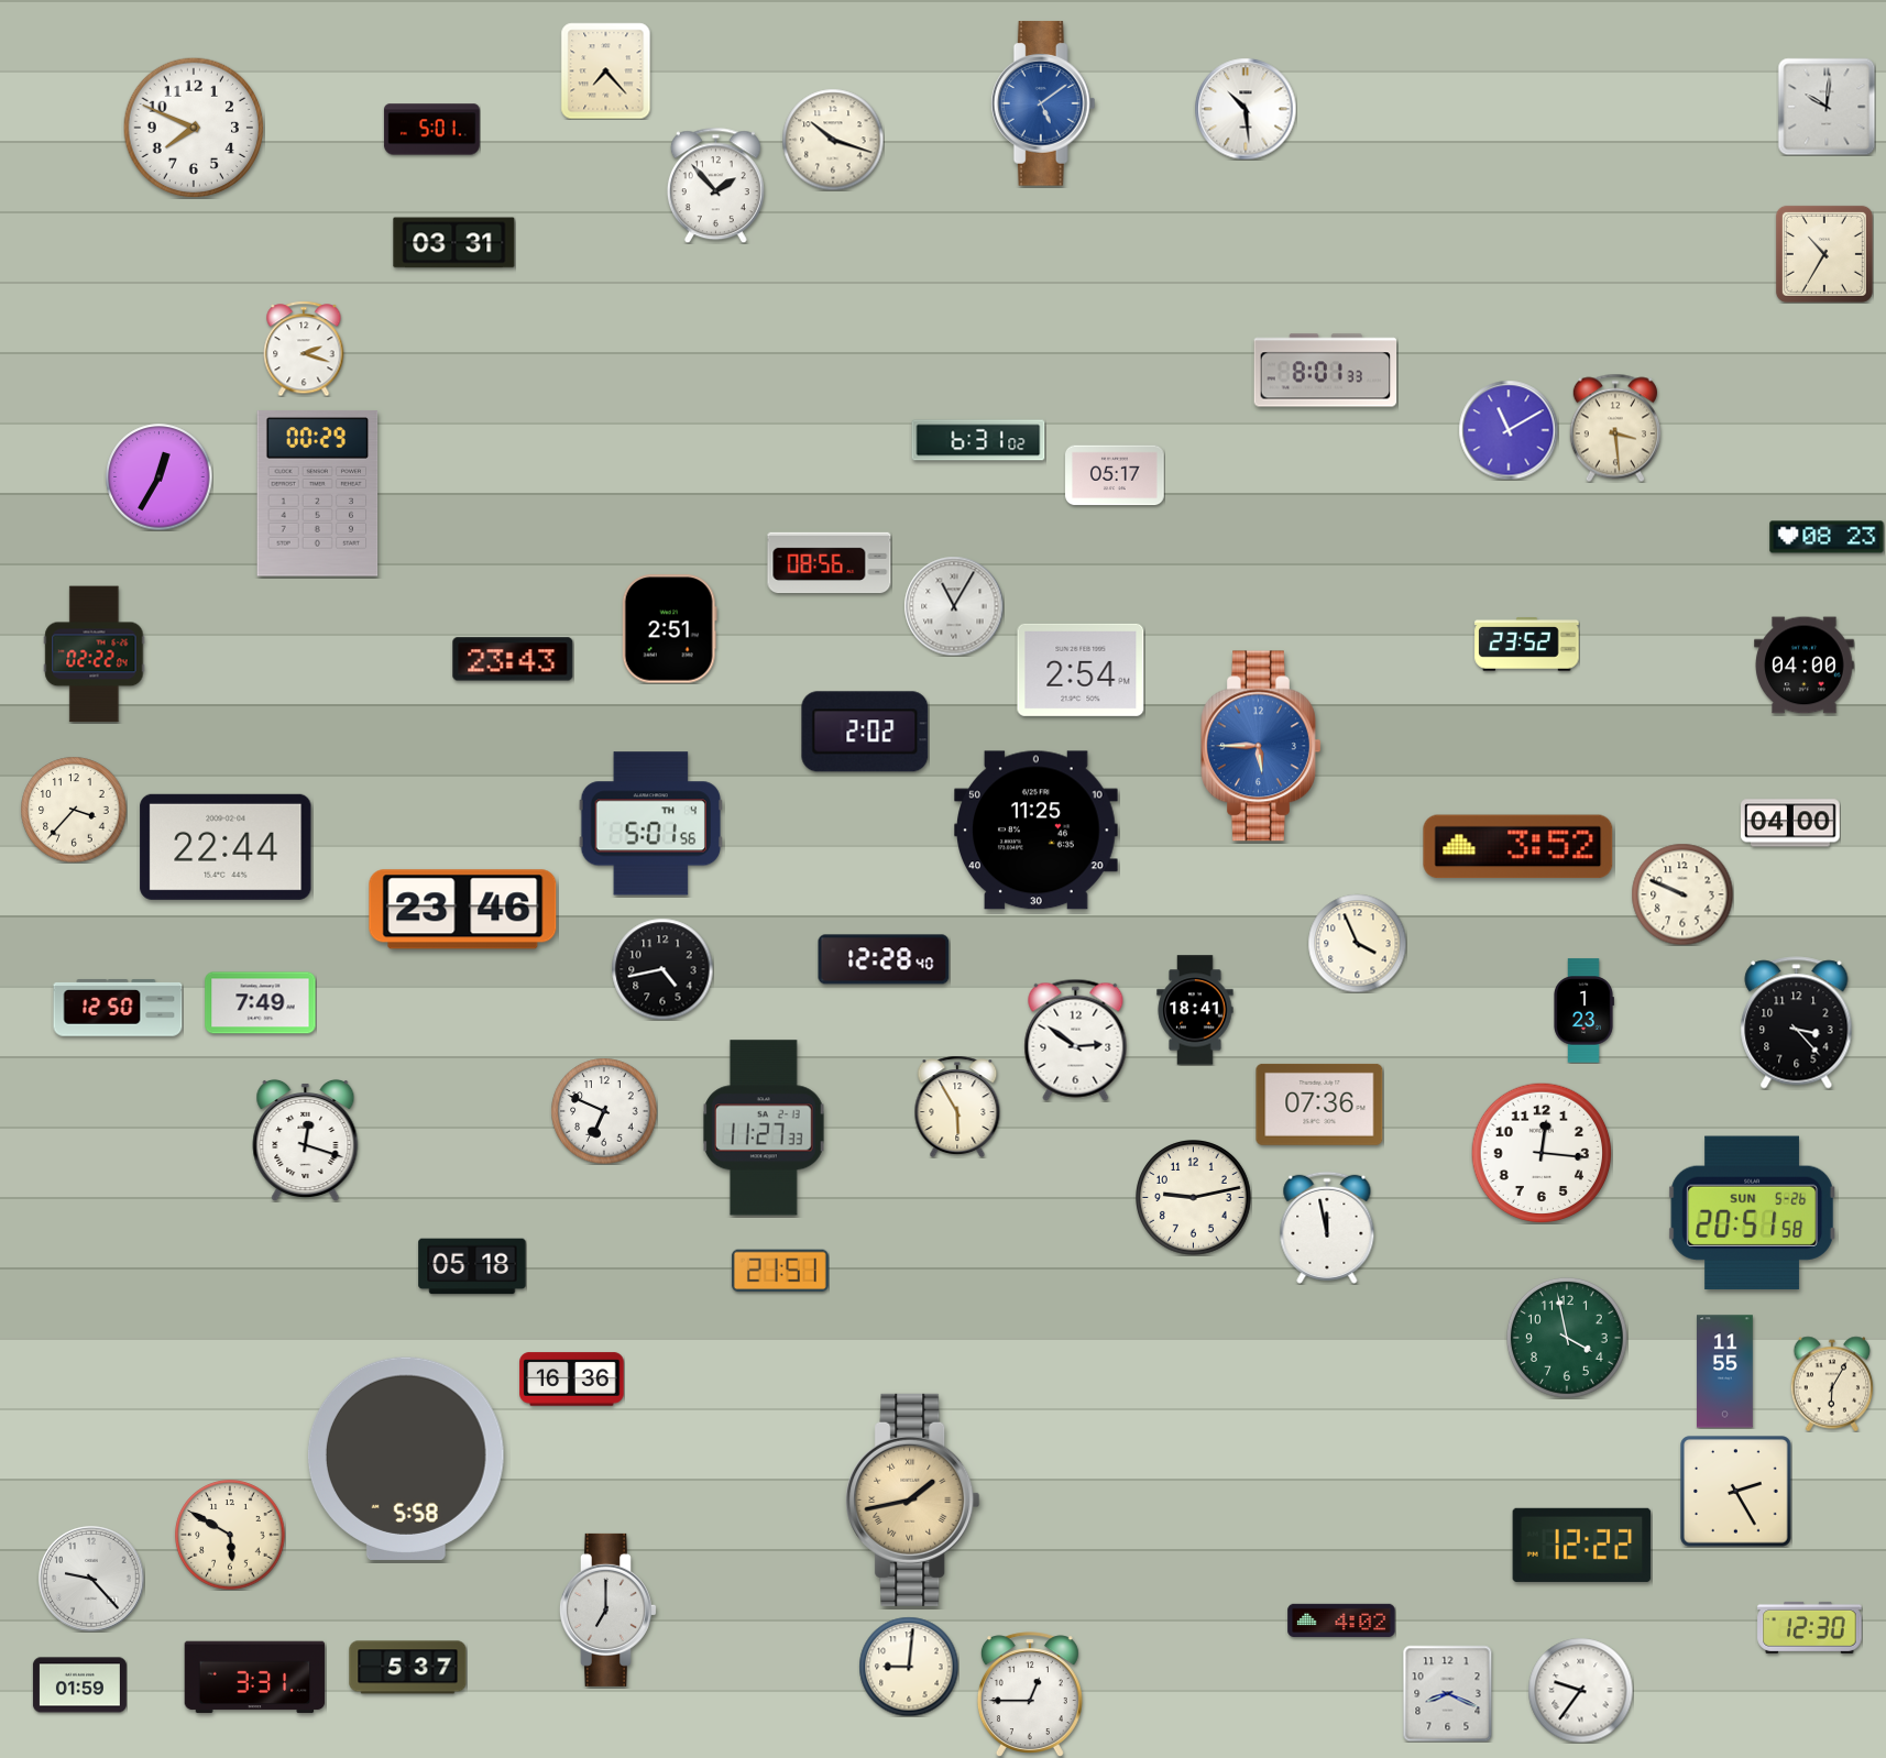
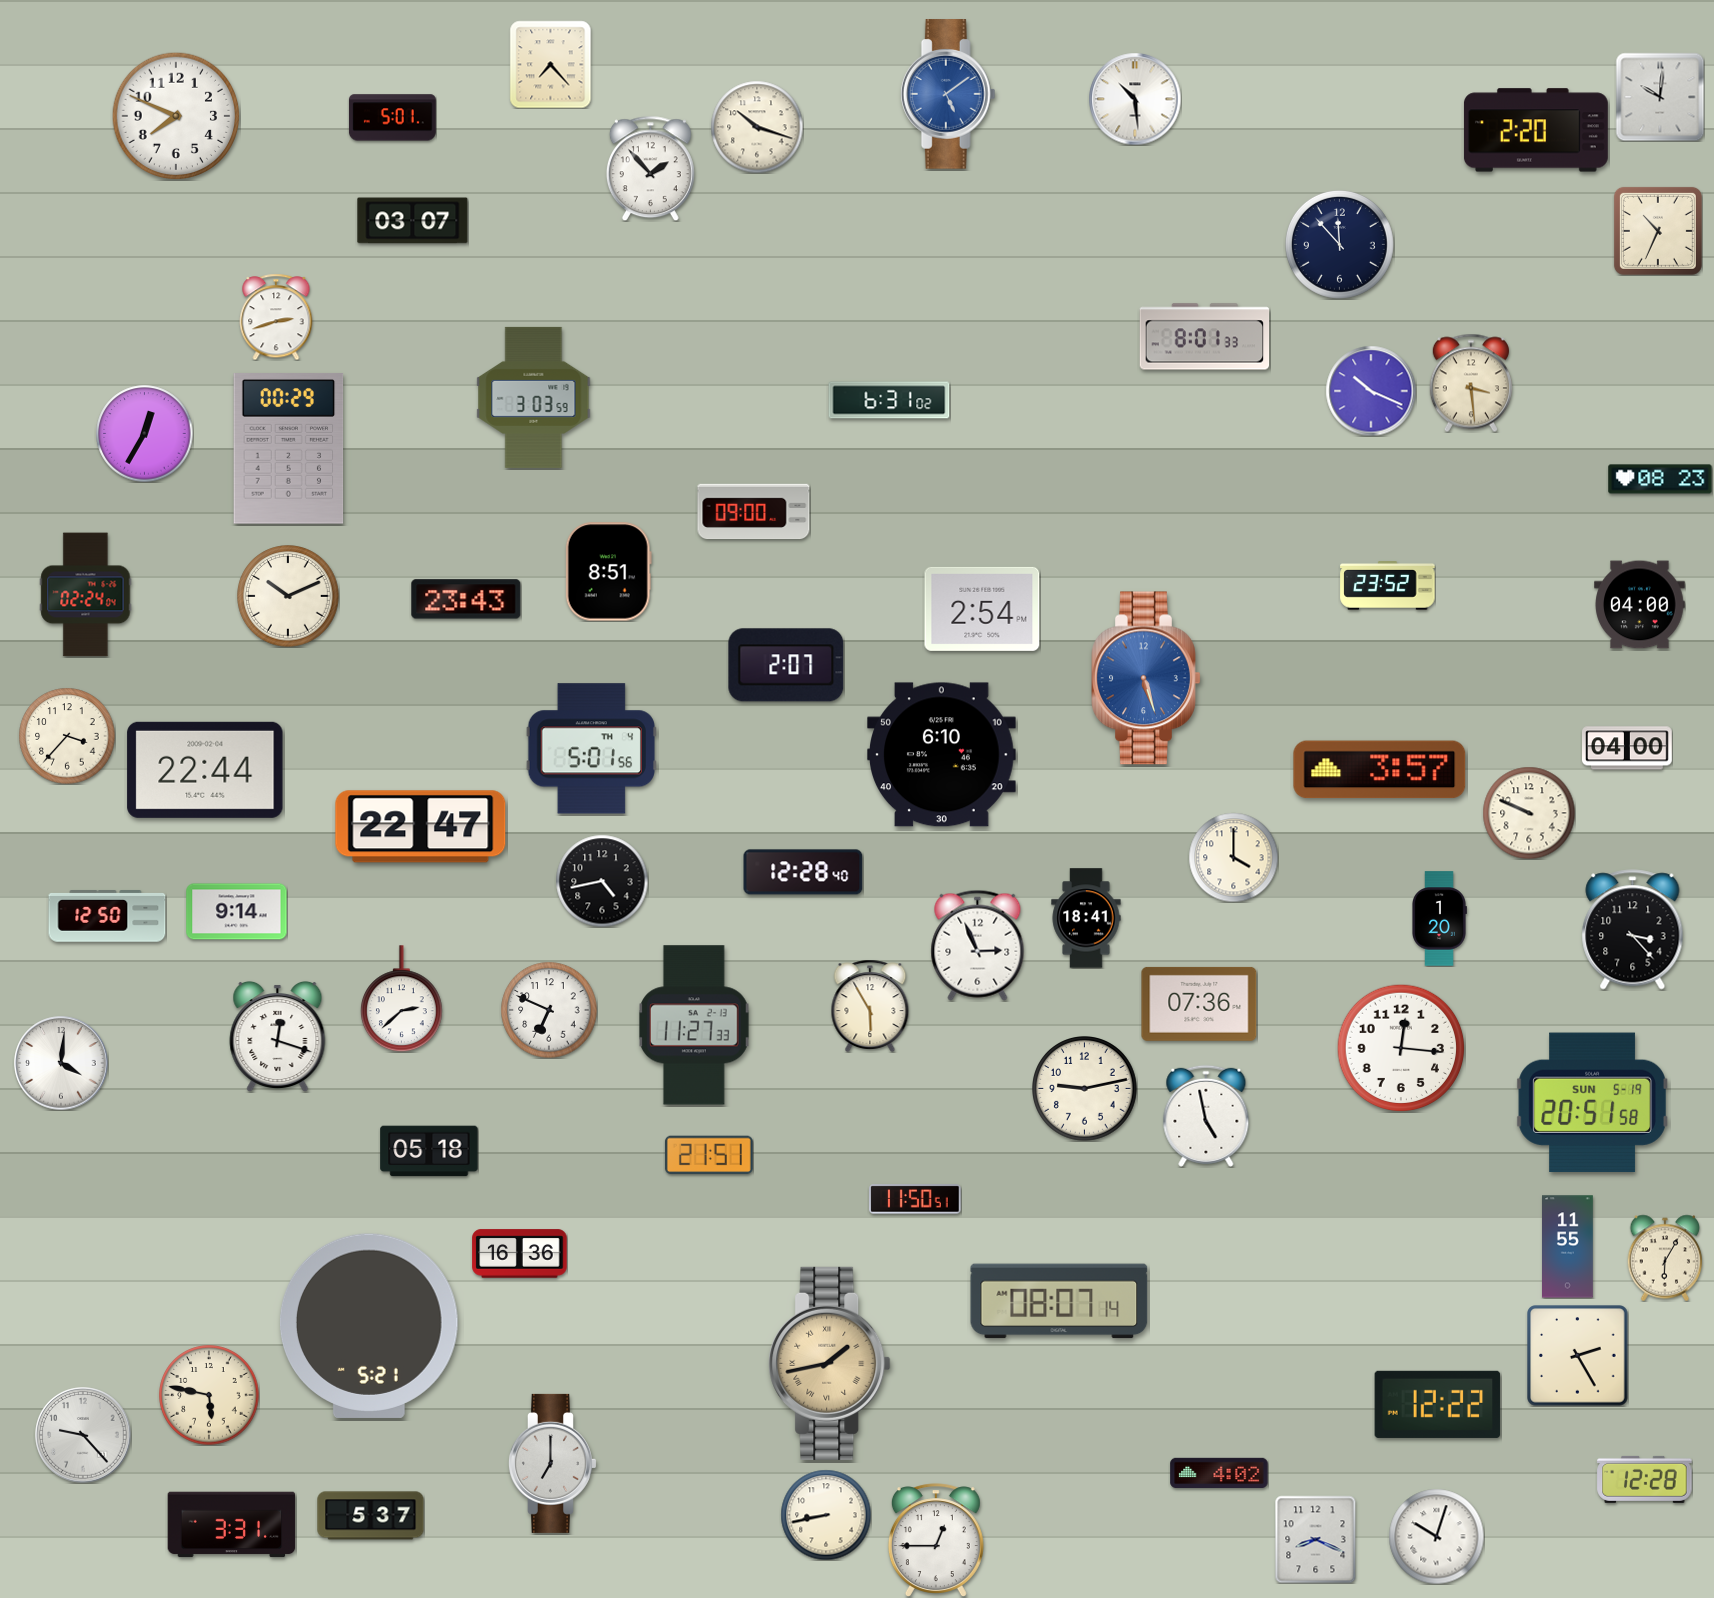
clock at (1246, 109) position: (1246, 109) -> (1135, 99)
clock at (1536, 130): none -> 2:20
clock at (454, 243): 03:31 -> 03:07
clock at (1824, 254): 10:35 -> 10:34
clock at (1339, 244): none -> 11:53
clock at (304, 349): 2:18 -> 2:42
clock at (1615, 428) position: (1615, 428) -> (1471, 383)
clock at (1509, 430): 11:10 -> 10:19
clock at (534, 397): none -> 3:03
clock at (1115, 475): 05:17 -> none
clock at (1827, 537) position: (1827, 537) -> (1660, 479)
clock at (830, 563): 08:56 -> 09:00
clock at (954, 606): 11:05 -> none
clock at (669, 629): 2:51 -> 8:51
clock at (95, 655): 02:22 -> 02:24
clock at (288, 596): none -> 10:11
clock at (865, 732): 2:02 -> 2:07
clock at (1261, 746): 5:45 -> 5:27
clock at (1037, 831): 11:25 -> 6:10
clock at (1518, 847): 3:52 -> 3:57
clock at (463, 910): 23:46 -> 22:47
clock at (1357, 943): 3:56 -> 4:00
clock at (261, 1003): 7:49 -> 9:14
clock at (1585, 1011): 1:23 -> 1:20
clock at (1076, 1040): 2:51 -> 2:56
clock at (401, 999): none -> 2:38
clock at (61, 1063): none -> 4:01
clock at (1752, 1212) date: SUN 5-26 -> SUN 5-19
clock at (1327, 1228): 11:58 -> 4:58
clock at (915, 1199): none -> 11:50
clock at (1567, 1338): 3:58 -> none
clock at (1059, 1301): none -> 08:07
clock at (406, 1459): 5:58 -> 5:21
clock at (230, 1535): 5:50 -> 5:47
clock at (1810, 1627): 12:30 -> 12:28
clock at (909, 1667): 9:01 -> 8:43
clock at (79, 1685): 01:59 -> none
clock at (1580, 1690): 9:36 -> 10:03
